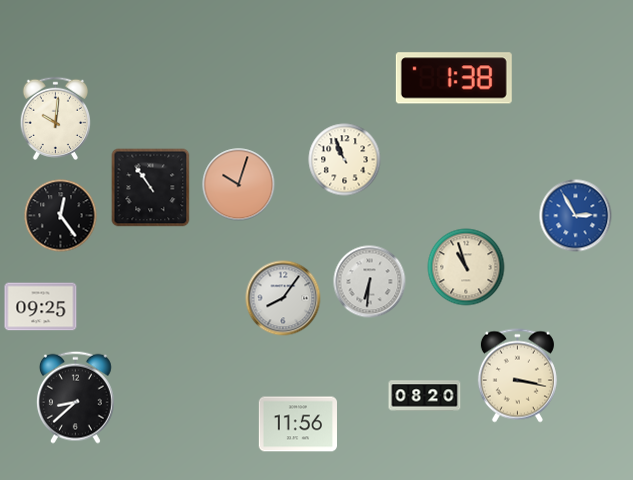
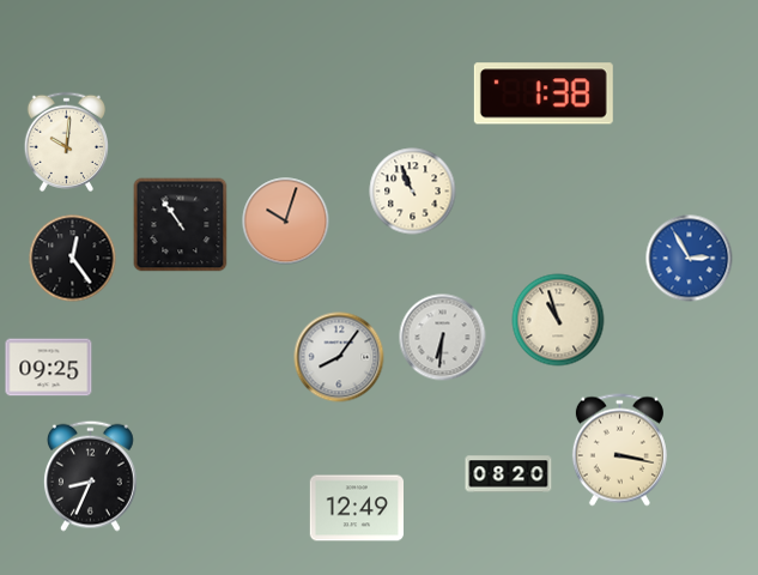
clock at (75, 397): 8:38 -> 8:34
clock at (297, 424): 11:56 -> 12:49
